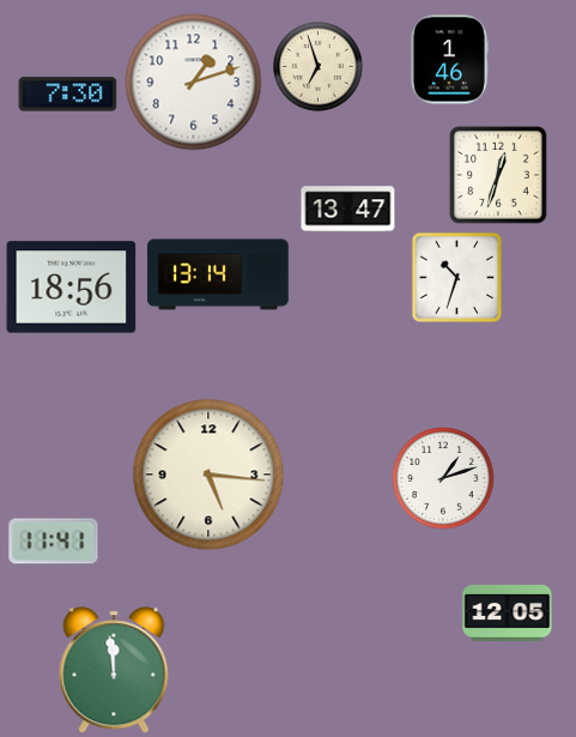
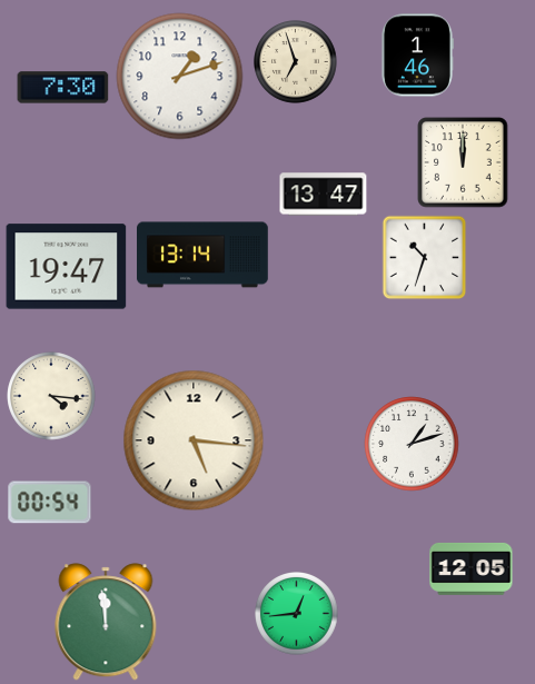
clock at (498, 175): 12:33 -> 12:00
clock at (72, 288): 18:56 -> 19:47
clock at (51, 396): none -> 4:16
clock at (54, 542): 11:41 -> 00:54
clock at (297, 614): none -> 12:44
